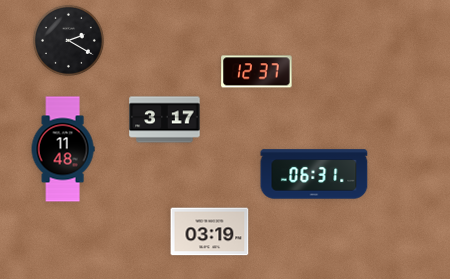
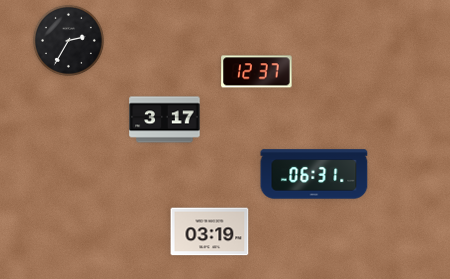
clock at (68, 40): 2:20 -> 2:35
clock at (63, 149): 11:48 -> none
